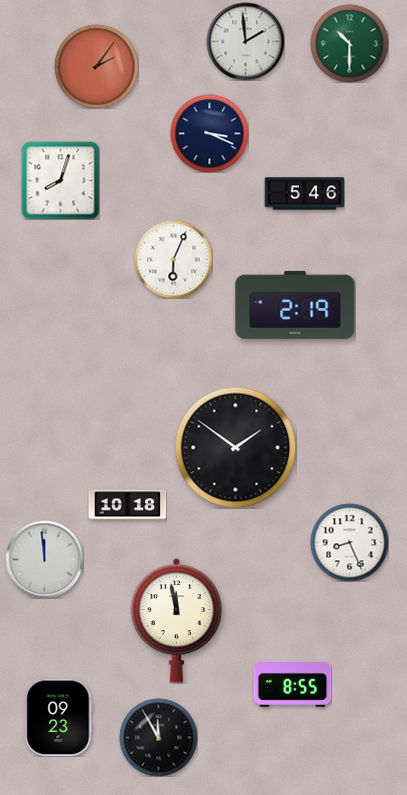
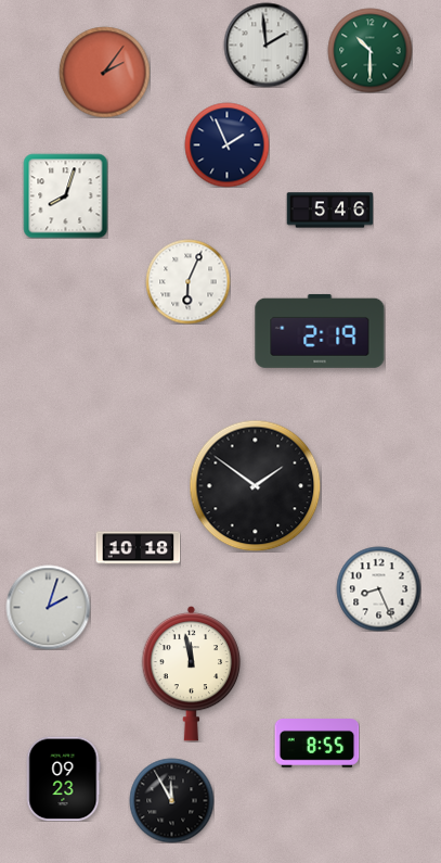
clock at (349, 43) position: (349, 43) -> (369, 50)
clock at (209, 133): 3:19 -> 1:56
clock at (44, 559): 11:59 -> 2:03
